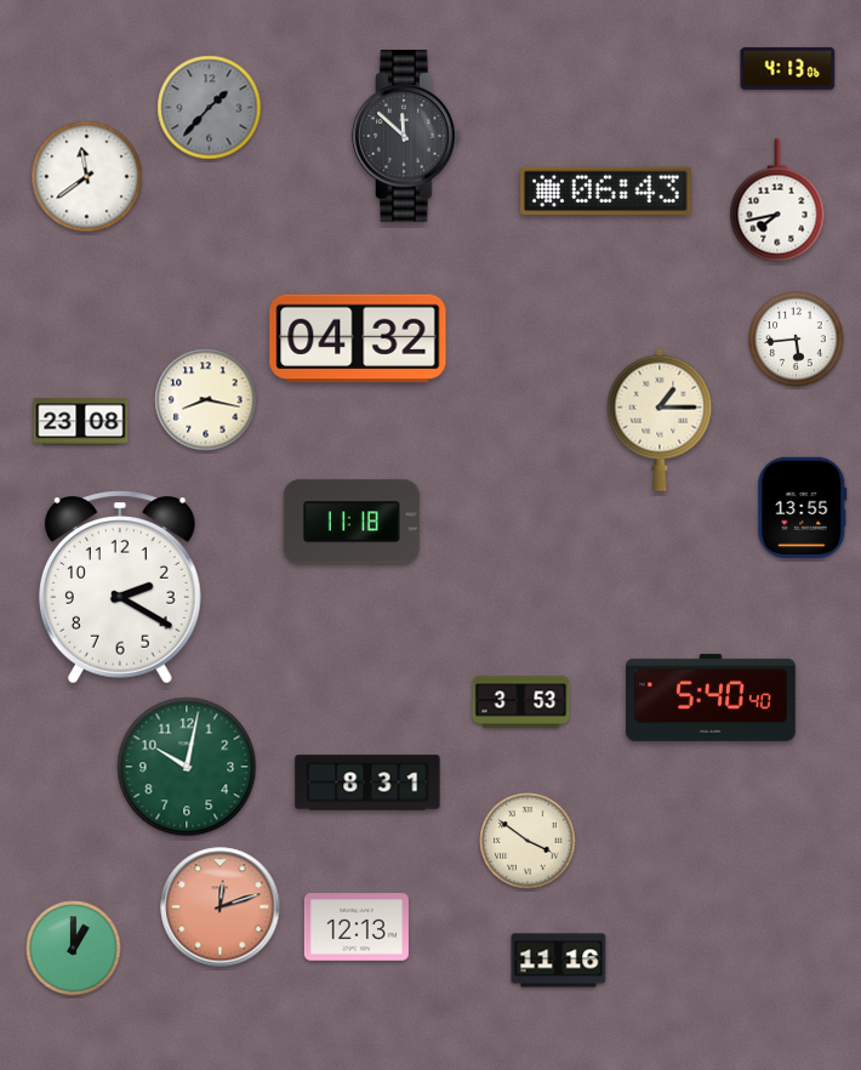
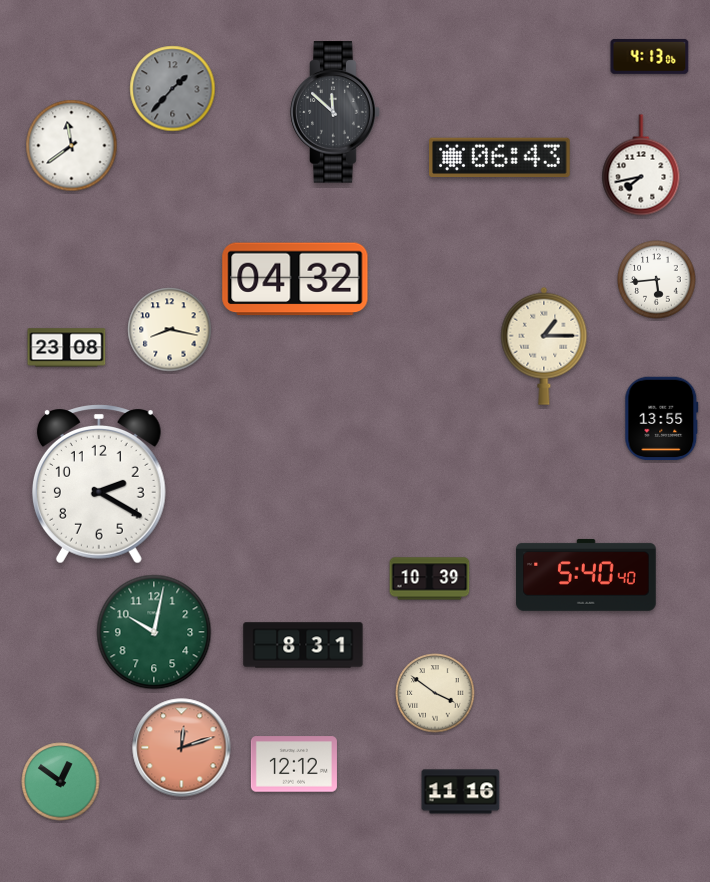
clock at (352, 522): 11:18 -> none
clock at (521, 702): 3:53 -> 10:39
clock at (357, 927): 12:13 -> 12:12
clock at (74, 949): 1:00 -> 12:51
